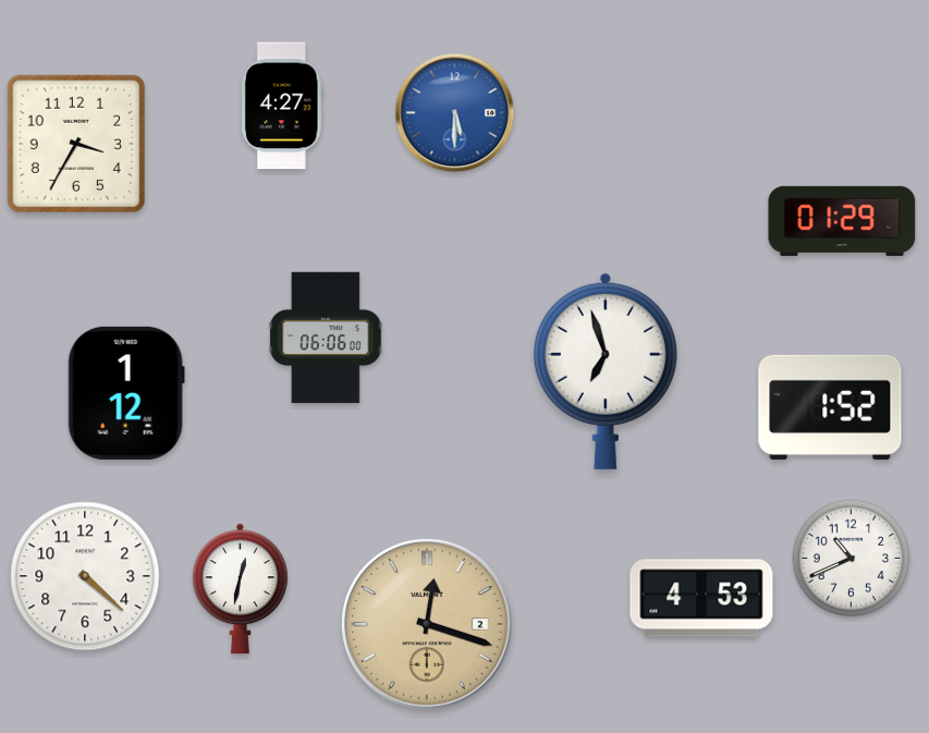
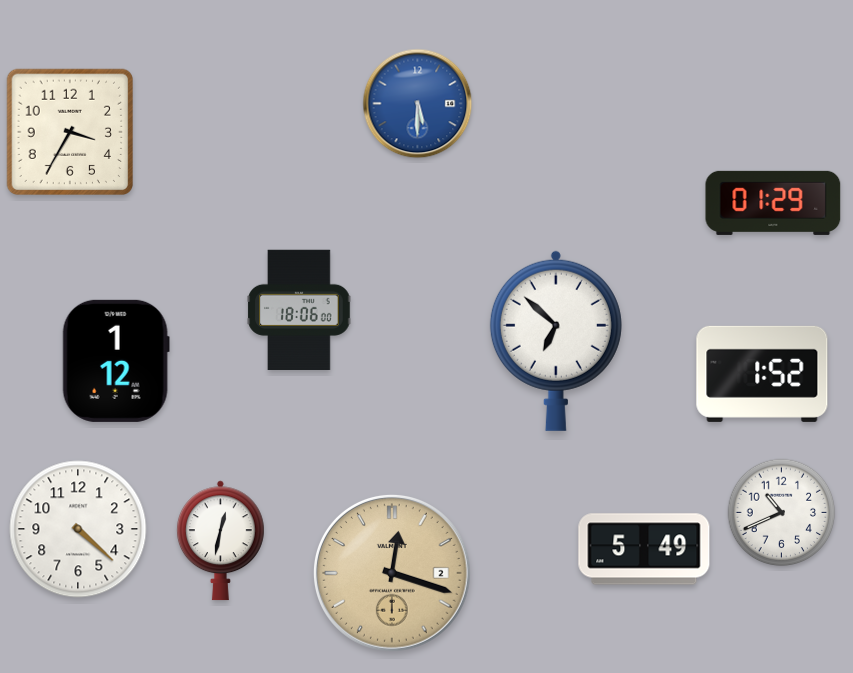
clock at (283, 106): 4:27 -> none
clock at (326, 337): 06:06 -> 18:06
clock at (606, 371): 6:57 -> 6:52
clock at (701, 598): 4:53 -> 5:49
